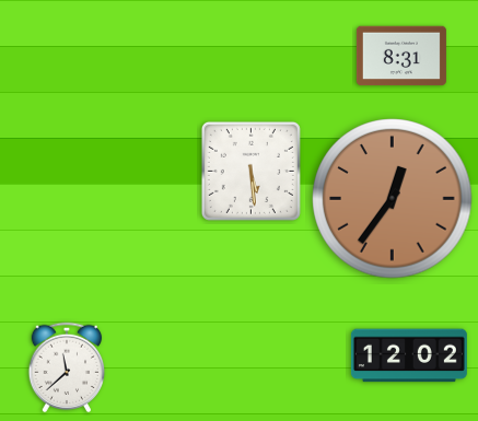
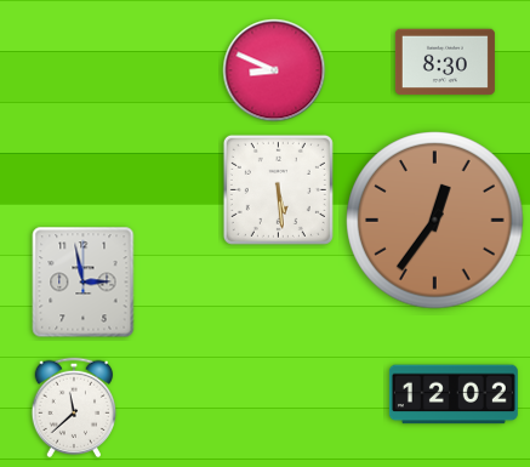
clock at (401, 56): 8:31 -> 8:30
clock at (274, 70): none -> 8:49
clock at (84, 283): none -> 2:58
